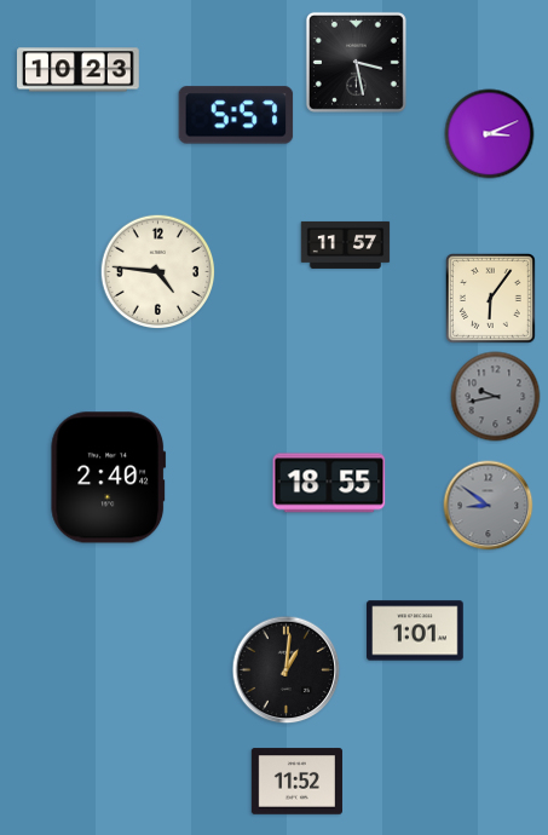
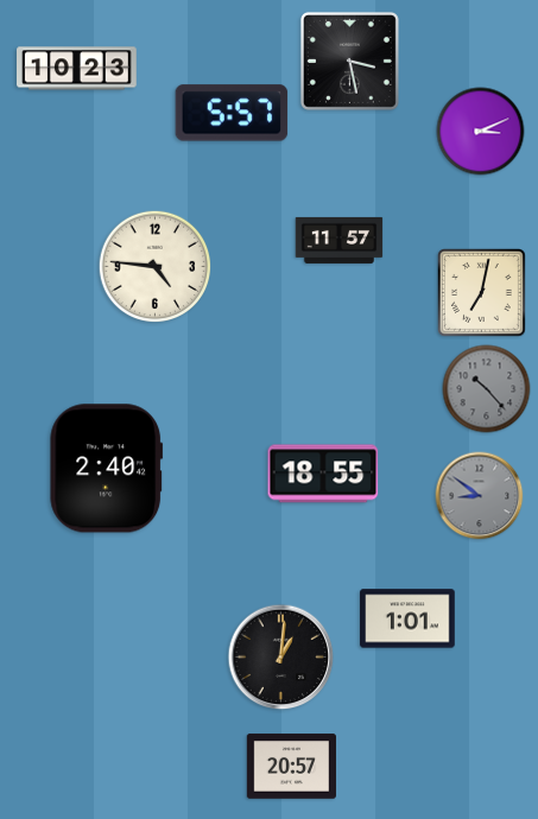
clock at (491, 299): 6:06 -> 7:02
clock at (496, 397): 9:43 -> 10:23
clock at (296, 782): 11:52 -> 20:57
